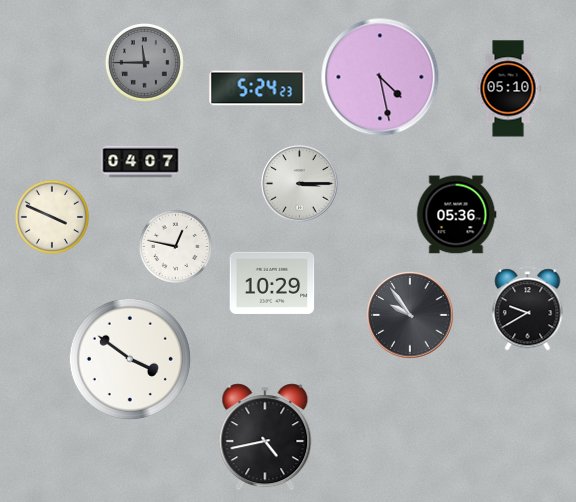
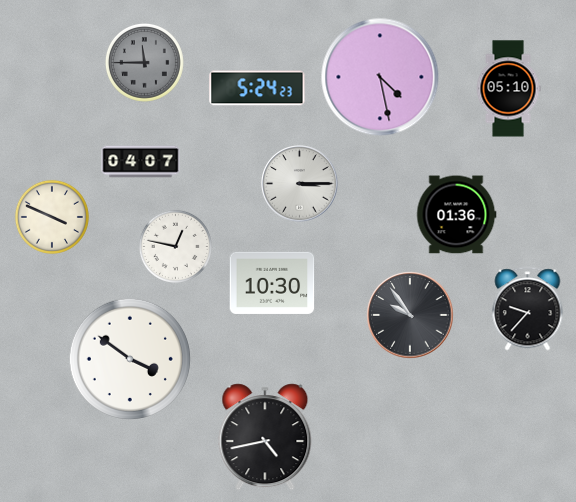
clock at (456, 215): 05:36 -> 01:36
clock at (272, 283): 10:29 -> 10:30
clock at (528, 309): 9:40 -> 9:37
